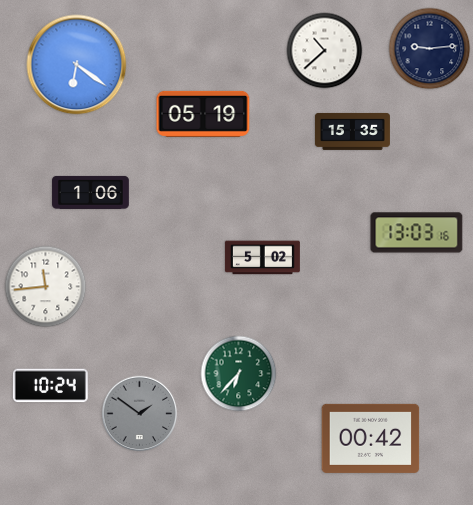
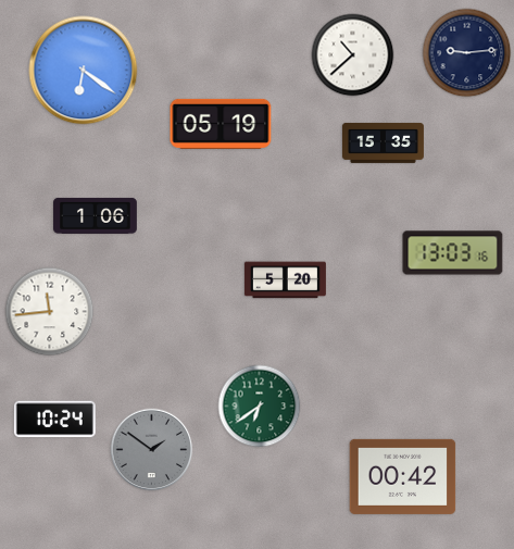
clock at (91, 192) position: (91, 192) -> (96, 215)
clock at (262, 258): 5:02 -> 5:20
clock at (239, 374): 6:37 -> 6:39
